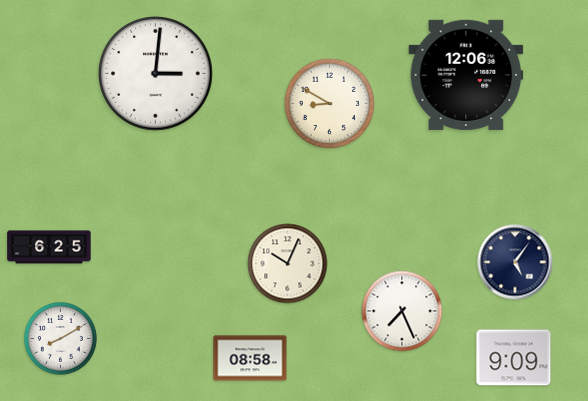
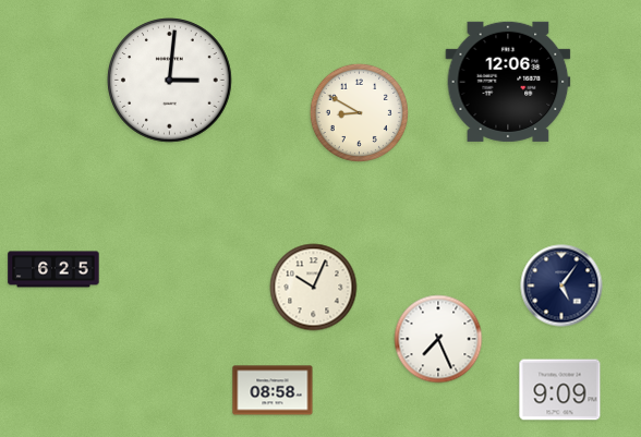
clock at (61, 339): 8:10 -> none
